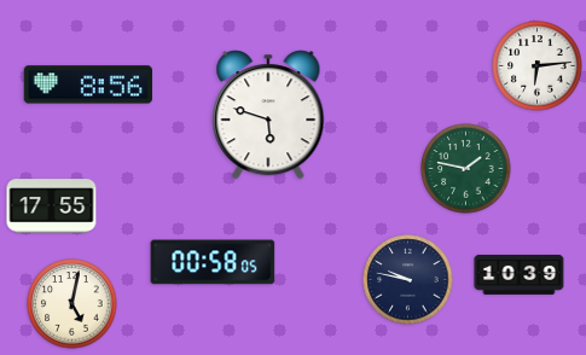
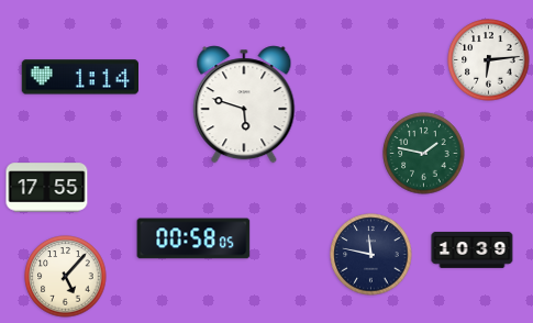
clock at (87, 85): 8:56 -> 1:14
clock at (408, 280): 9:47 -> 11:47
clock at (72, 304): 5:02 -> 5:07
